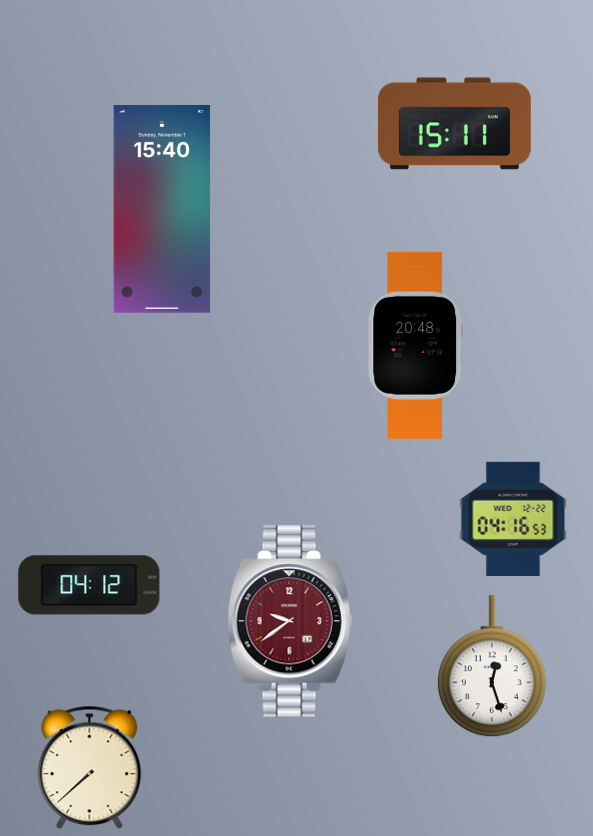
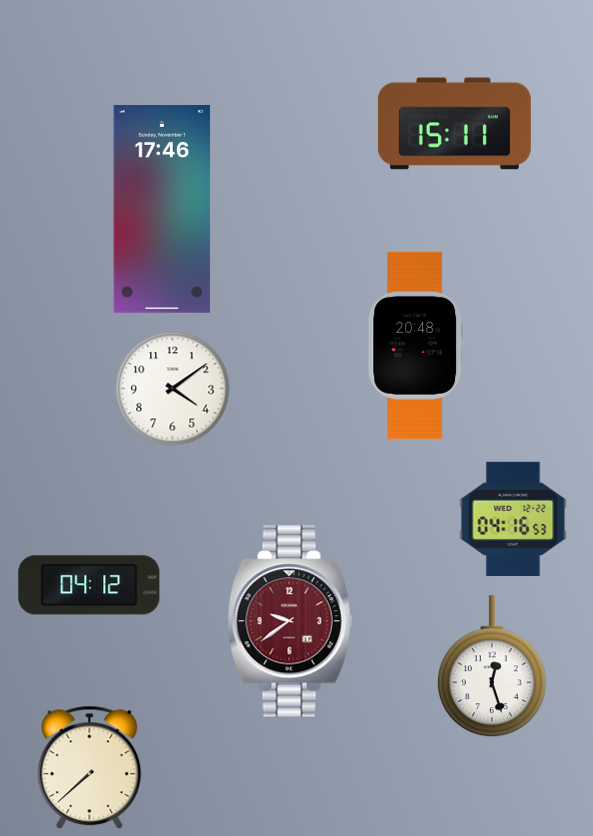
clock at (162, 210): 15:40 -> 17:46
clock at (173, 389): none -> 4:09
